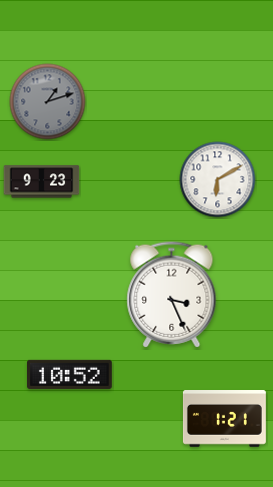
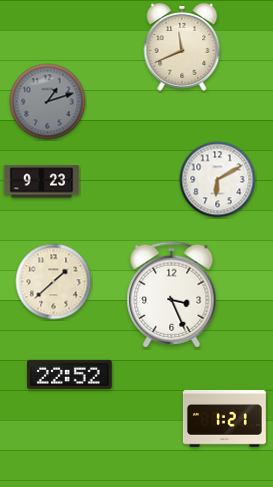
clock at (182, 48): none -> 11:41
clock at (54, 282): none -> 1:38
clock at (70, 374): 10:52 -> 22:52
